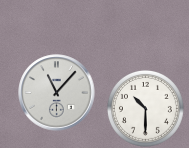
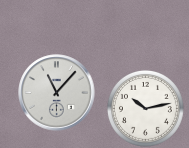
clock at (145, 108): 10:30 -> 10:13
